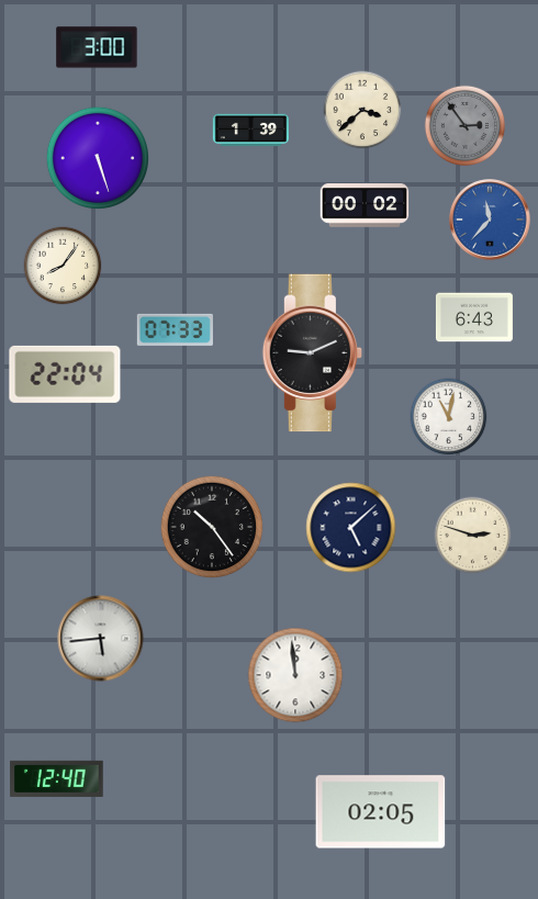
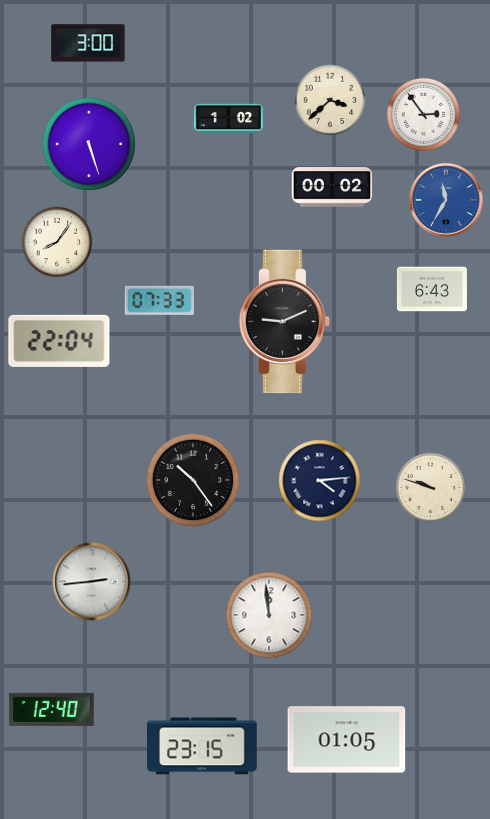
clock at (464, 125) dial: grey -> white
clock at (250, 131): 1:39 -> 1:02
clock at (490, 220): 11:37 -> 11:35
clock at (449, 417): 11:02 -> none
clock at (351, 528): 5:08 -> 4:14
clock at (473, 536): 2:48 -> 9:48
clock at (101, 639): 5:44 -> 2:44
clock at (381, 812): 02:05 -> 01:05
clock at (203, 746): none -> 23:15
